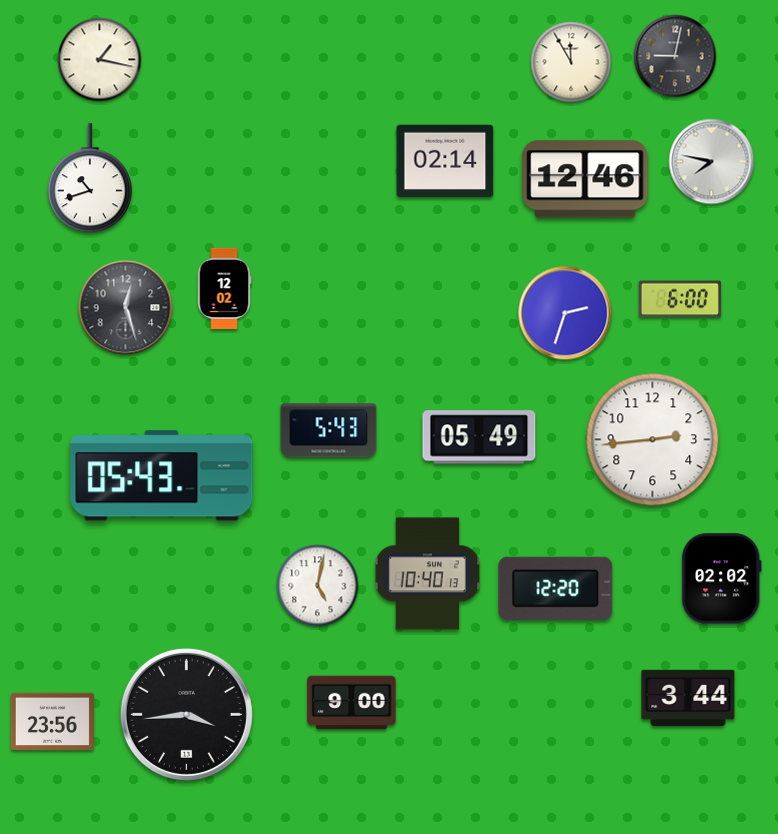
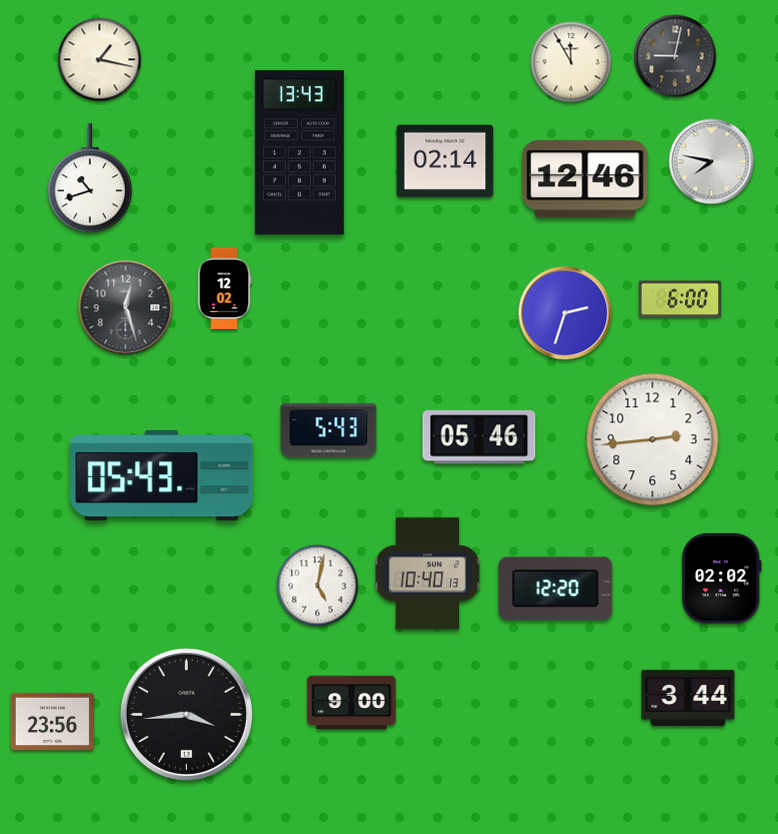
clock at (299, 153): none -> 13:43
clock at (479, 437): 05:49 -> 05:46
